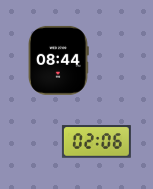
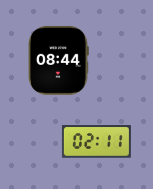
clock at (96, 142): 02:06 -> 02:11
